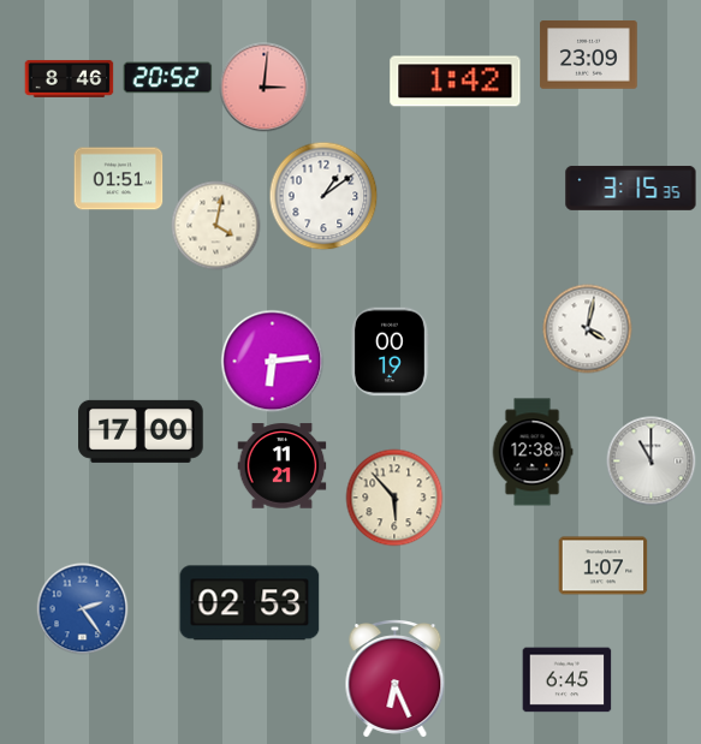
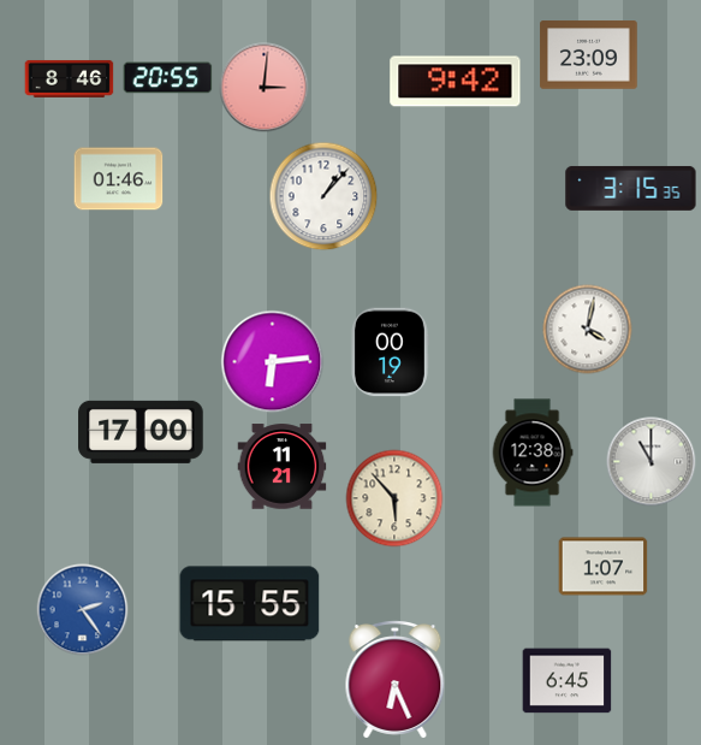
clock at (168, 78): 20:52 -> 20:55
clock at (456, 82): 1:42 -> 9:42
clock at (119, 179): 01:51 -> 01:46
clock at (323, 196): 1:09 -> 1:07
clock at (216, 226): 4:02 -> none
clock at (250, 603): 02:53 -> 15:55
